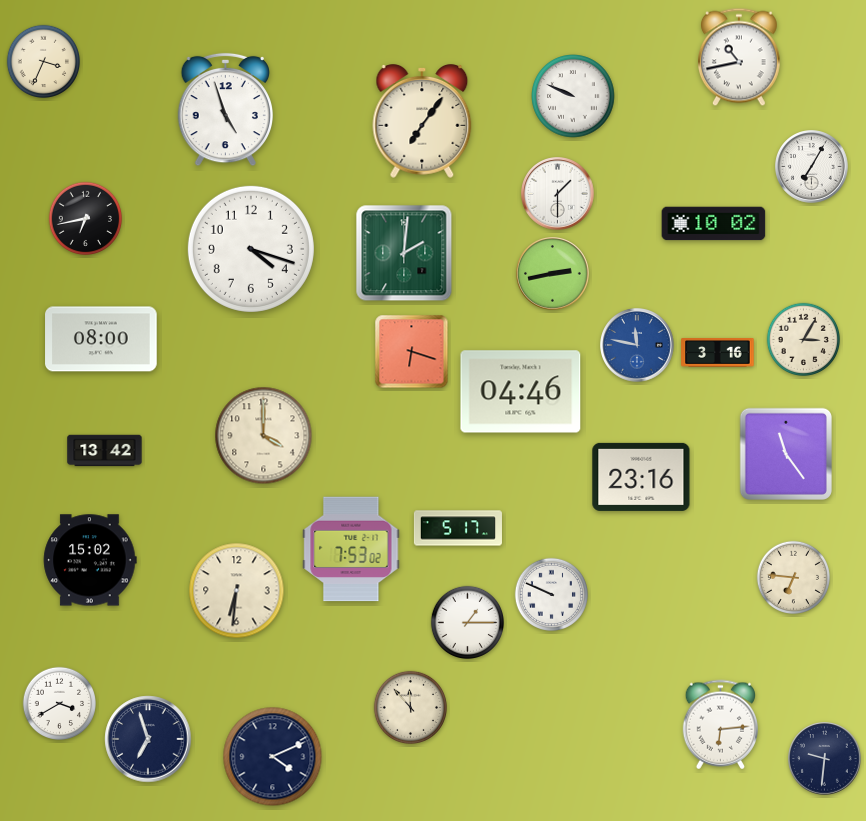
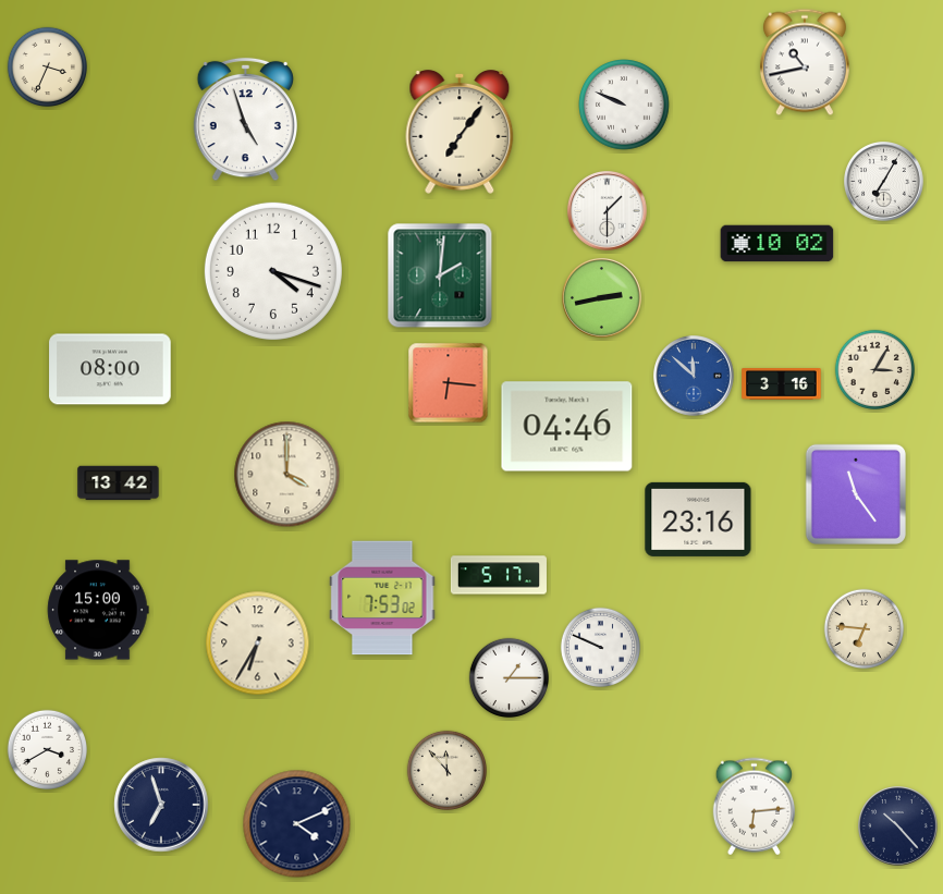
clock at (85, 218): 6:43 -> none
clock at (637, 345): 11:47 -> 11:52
clock at (412, 352): 6:18 -> 6:16
clock at (105, 451) position: (105, 451) -> (119, 483)
clock at (90, 560): 15:02 -> 15:00
clock at (237, 591): 6:31 -> 6:35
clock at (59, 703) position: (59, 703) -> (47, 749)
clock at (720, 725) position: (720, 725) -> (754, 807)
clock at (825, 759): 9:31 -> 10:23
